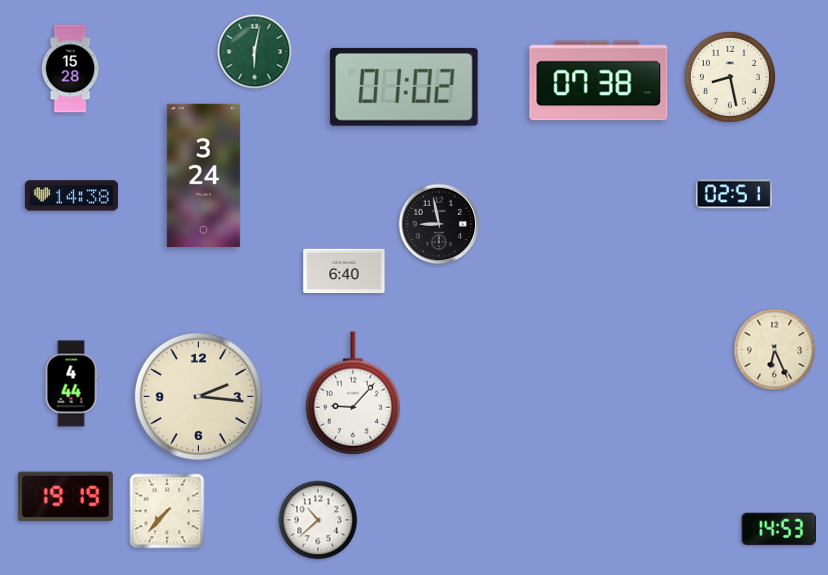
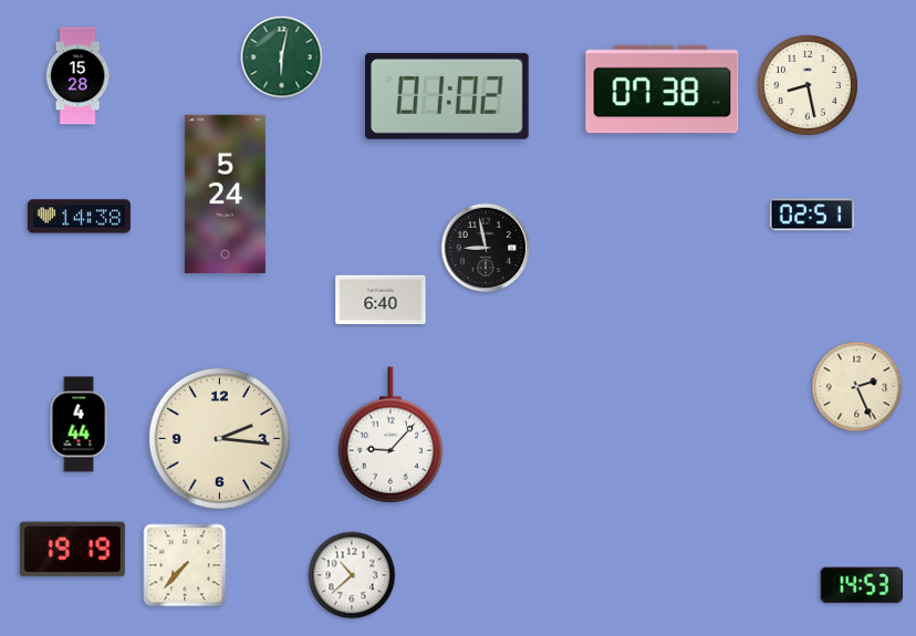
clock at (203, 175): 3:24 -> 5:24
clock at (775, 350): 6:26 -> 2:26
